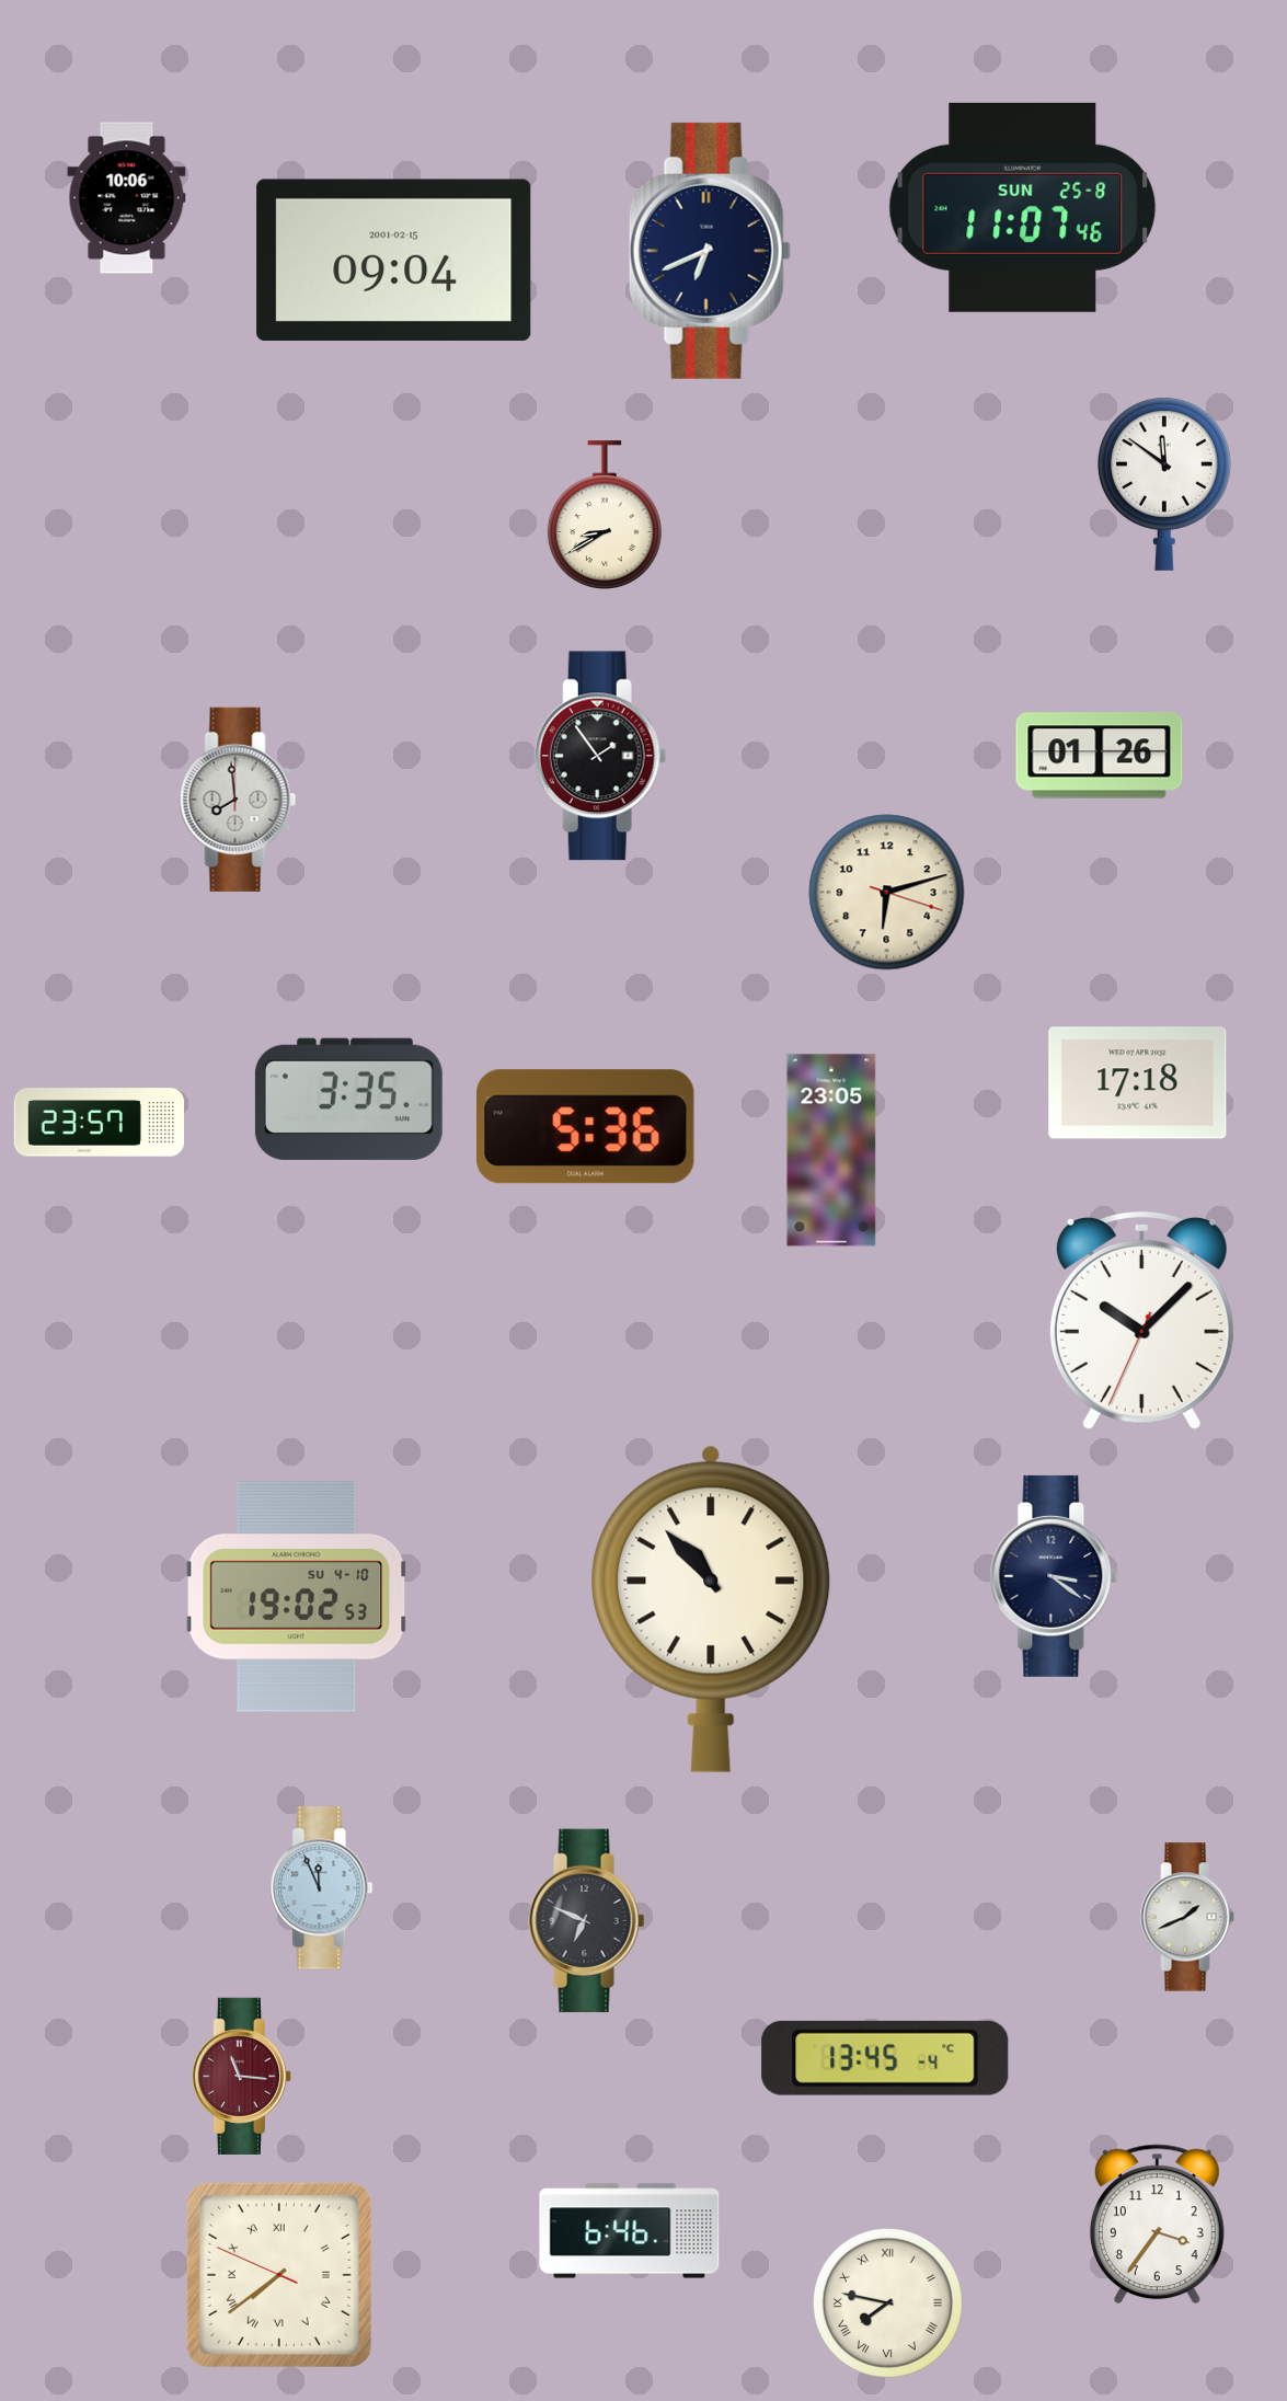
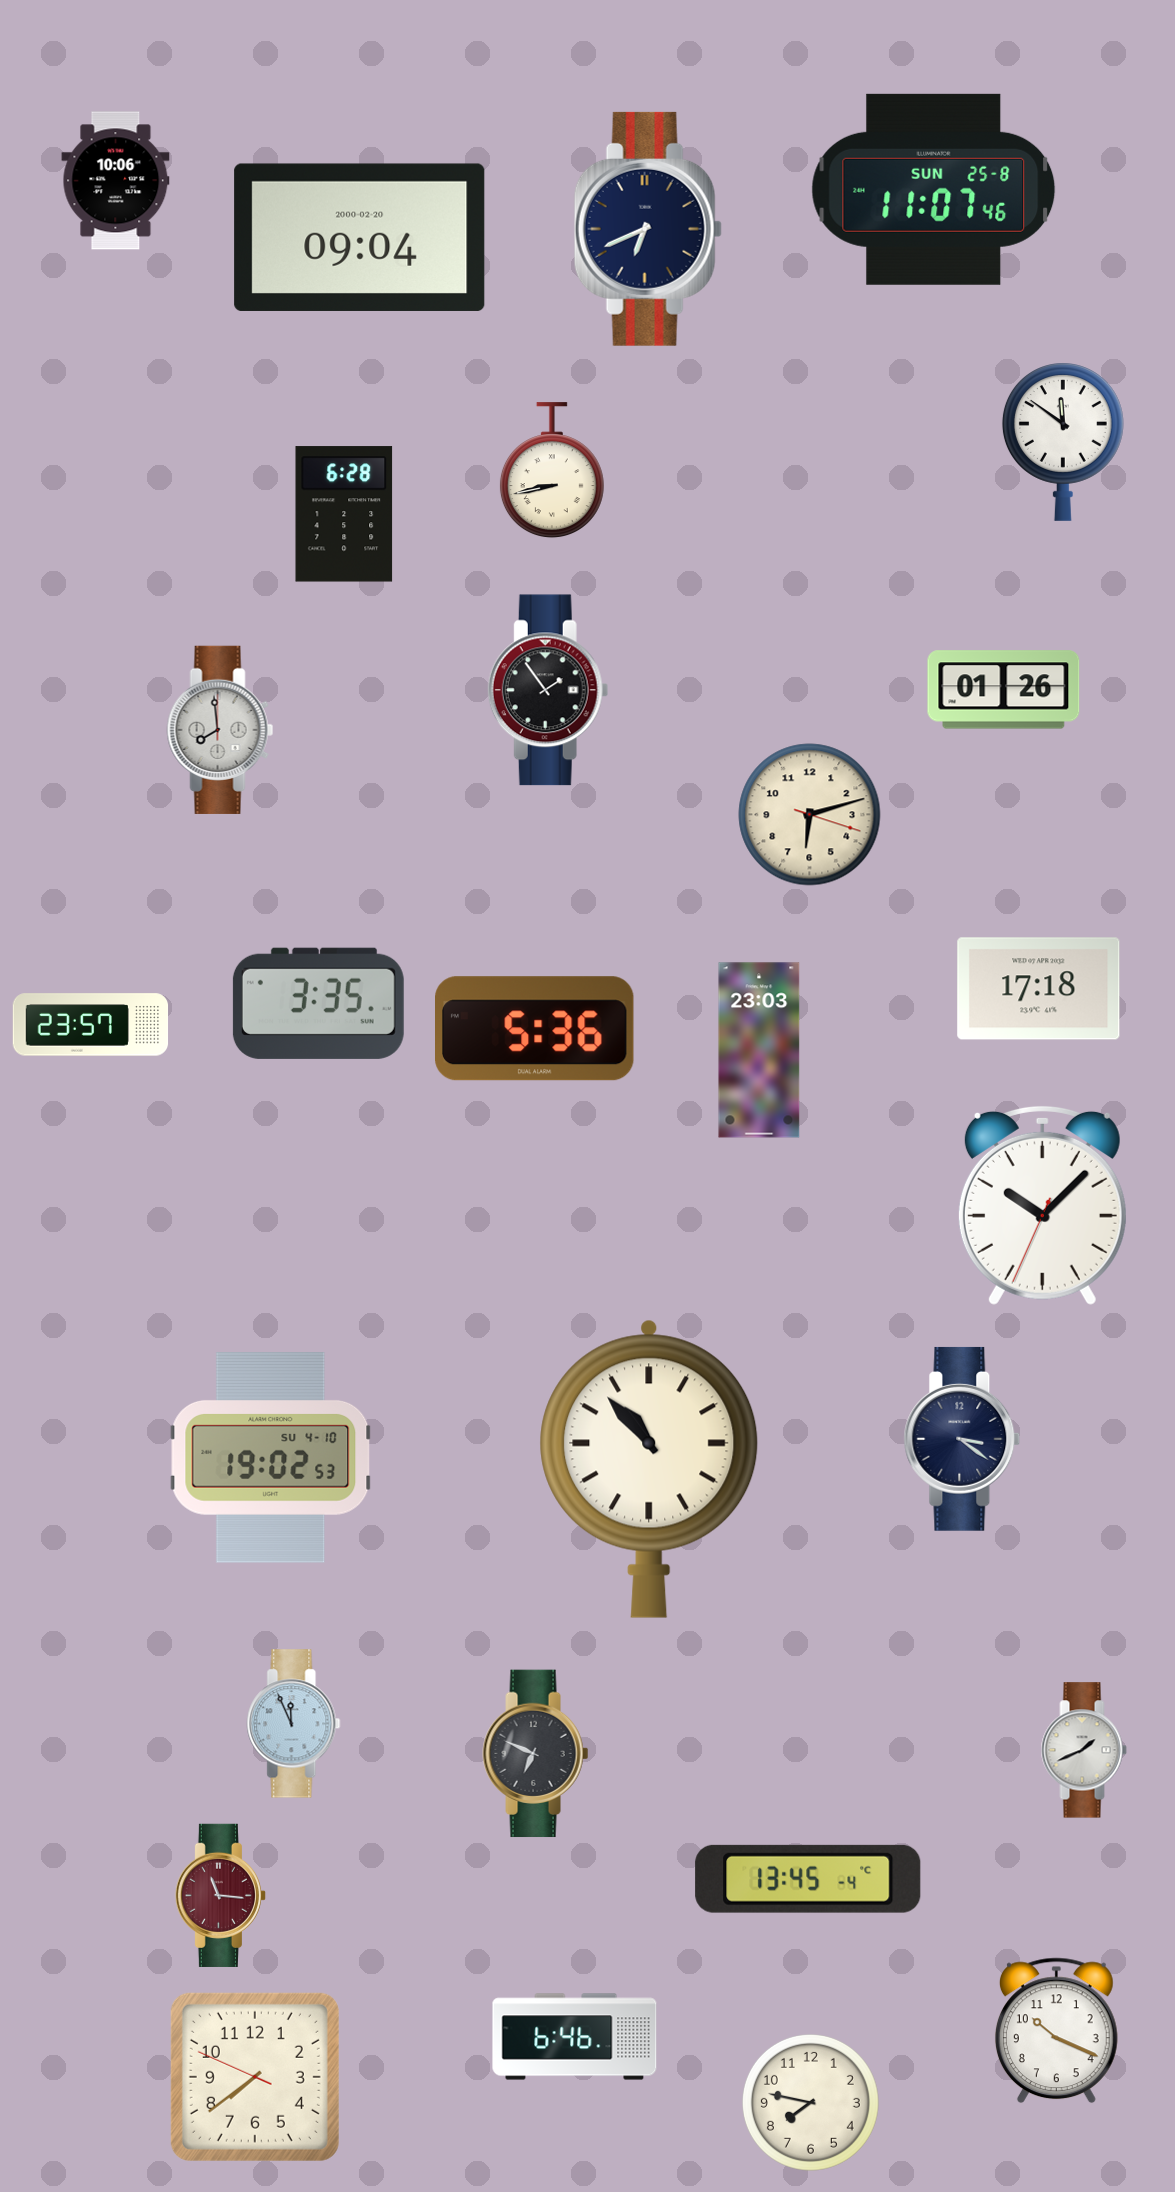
clock at (394, 260) date: 2001-02-15 -> 2000-02-20
clock at (605, 516): 8:40 -> 8:43
clock at (344, 514): none -> 6:28
clock at (238, 800) position: (238, 800) -> (220, 730)
clock at (831, 1150): 23:05 -> 23:03
clock at (1157, 2225): 3:36 -> 10:19
clock at (279, 2275) numerals: Roman -> Arabic
clock at (887, 2302) numerals: Roman -> Arabic
